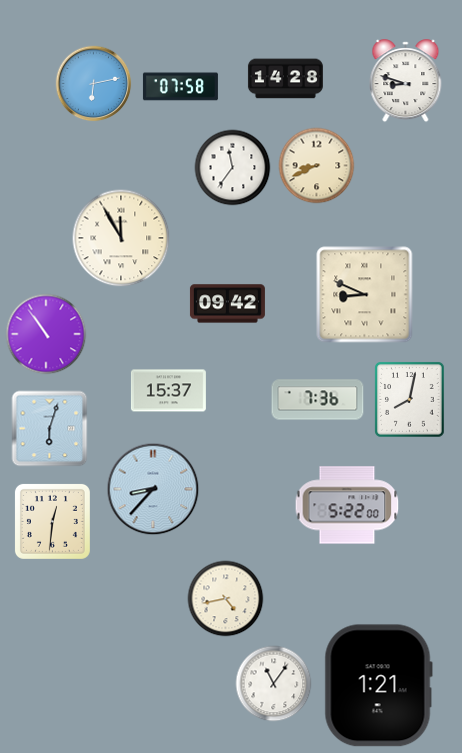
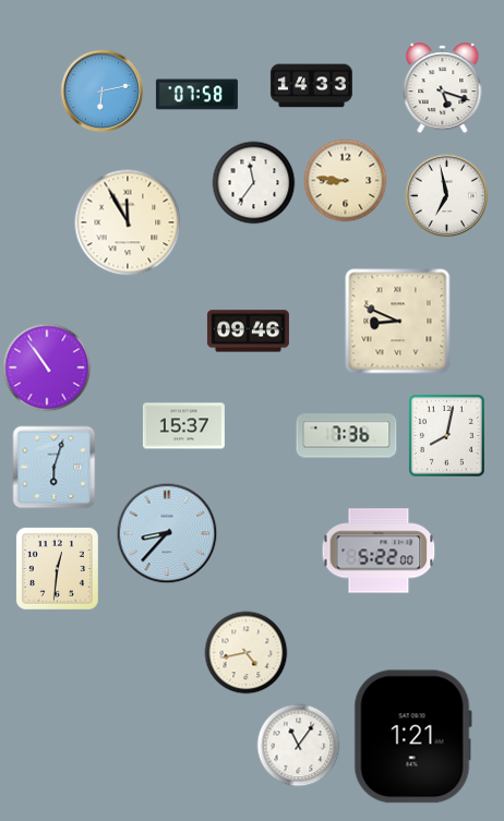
clock at (285, 79): 14:28 -> 14:33
clock at (406, 81): 8:48 -> 5:18
clock at (317, 166): 8:41 -> 8:46
clock at (447, 196): none -> 6:58
clock at (121, 238) position: (121, 238) -> (128, 222)
clock at (227, 304): 09:42 -> 09:46
clock at (46, 334) position: (46, 334) -> (47, 367)
clock at (378, 686) position: (378, 686) -> (412, 737)
